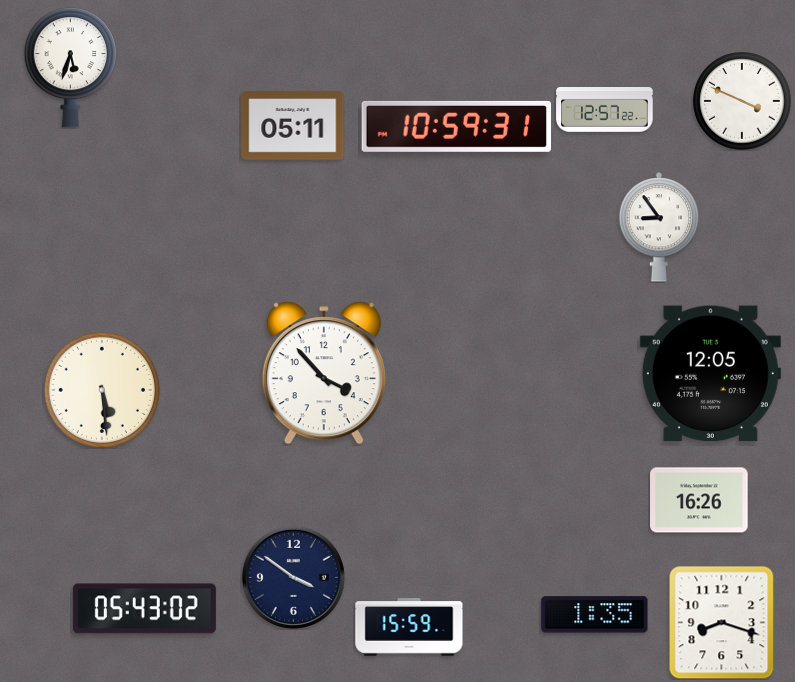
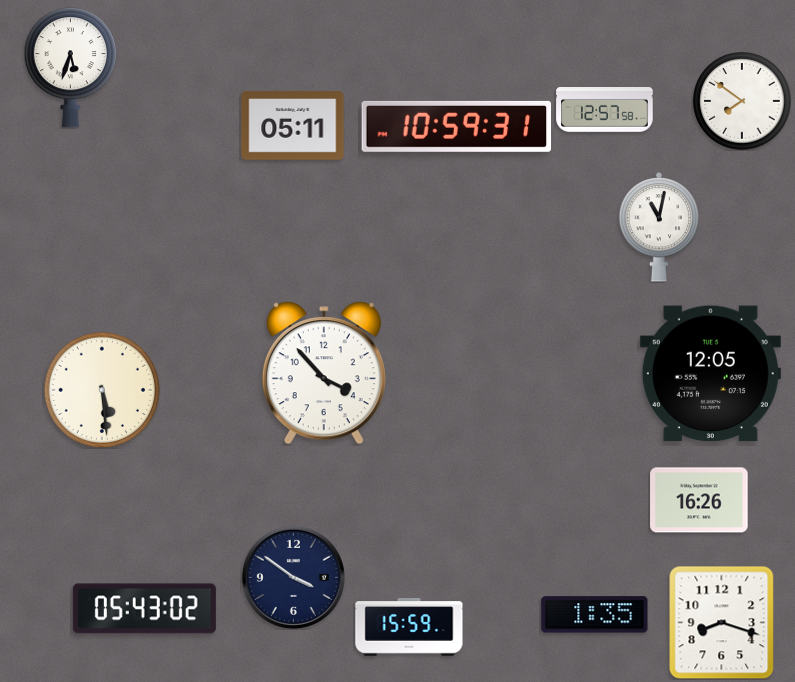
clock at (742, 101): 3:49 -> 7:51
clock at (605, 110): 12:57:22 -> 12:57:58
clock at (659, 228): 8:54 -> 11:02
